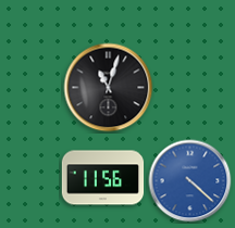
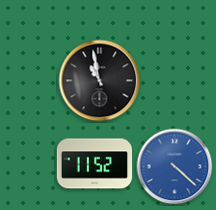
clock at (109, 88): 11:03 -> 10:58
clock at (103, 178): 11:56 -> 11:52
